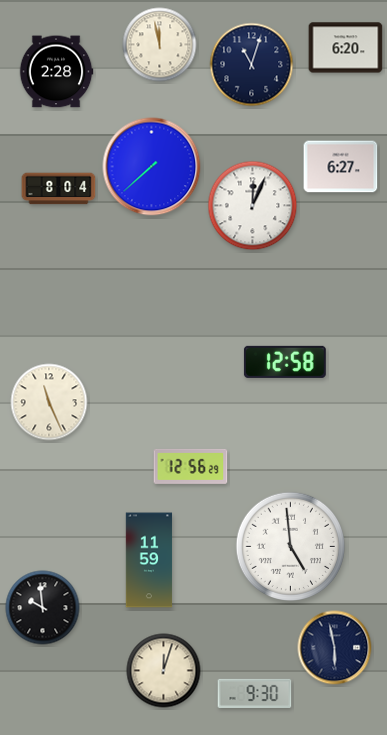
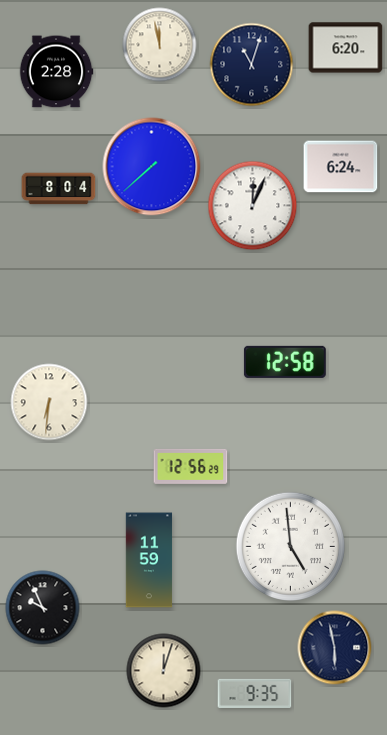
clock at (341, 167): 6:27 -> 6:24
clock at (49, 402): 11:26 -> 6:31
clock at (43, 608): 9:59 -> 9:56
clock at (255, 693): 9:30 -> 9:35
